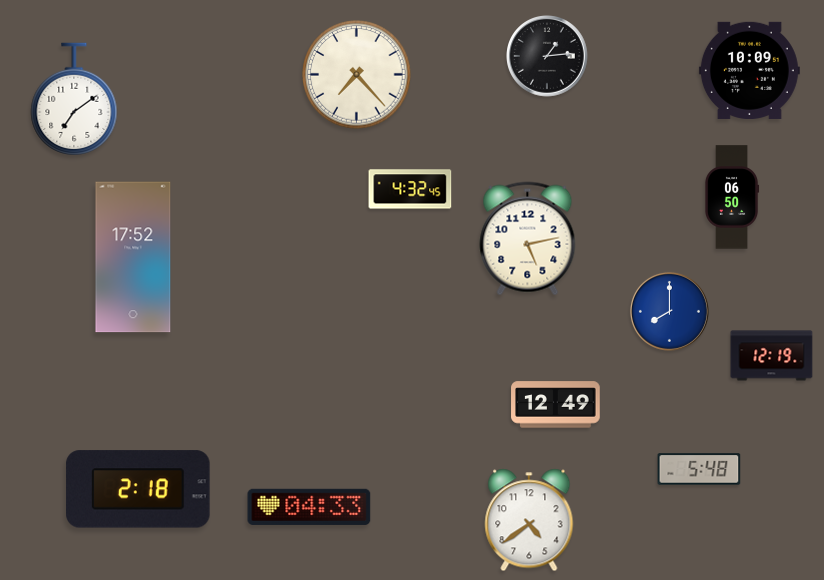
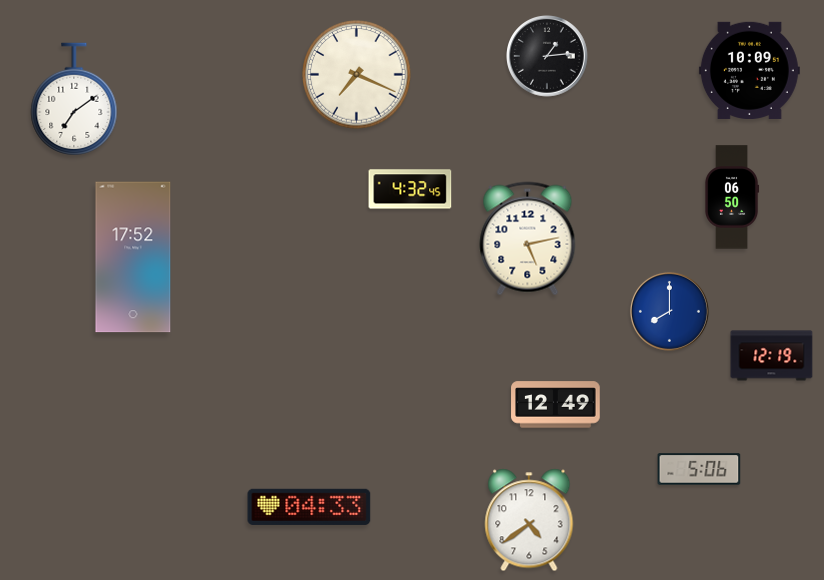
clock at (357, 75): 7:23 -> 7:19
clock at (699, 469): 5:48 -> 5:06
clock at (138, 489): 2:18 -> none
